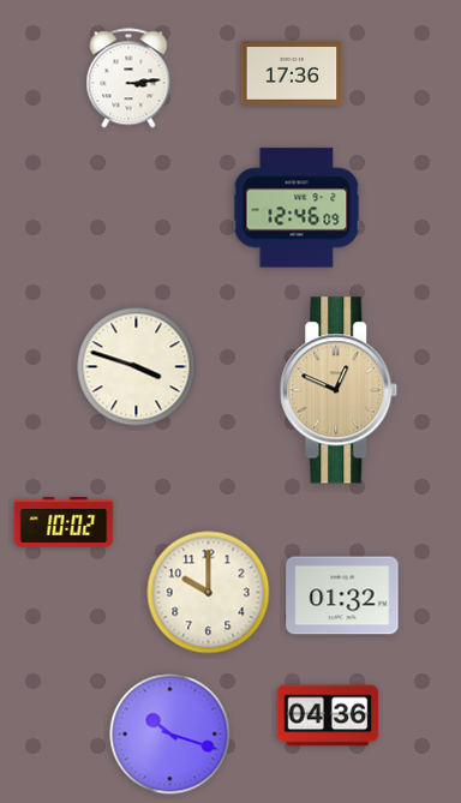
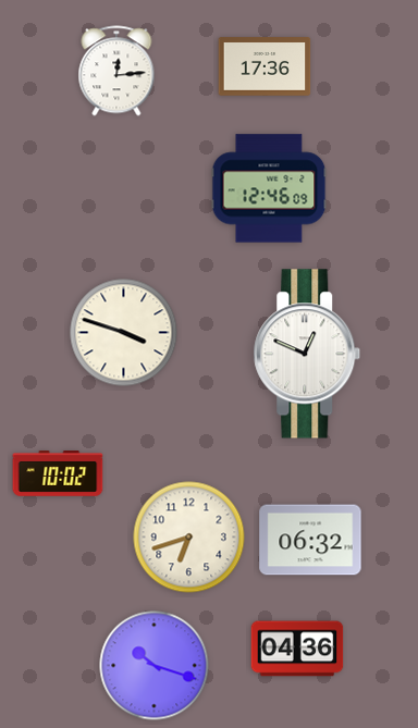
clock at (128, 78): 3:14 -> 12:14
clock at (339, 390) dial: champagne -> white
clock at (209, 593): 10:00 -> 6:42
clock at (342, 595): 01:32 -> 06:32
